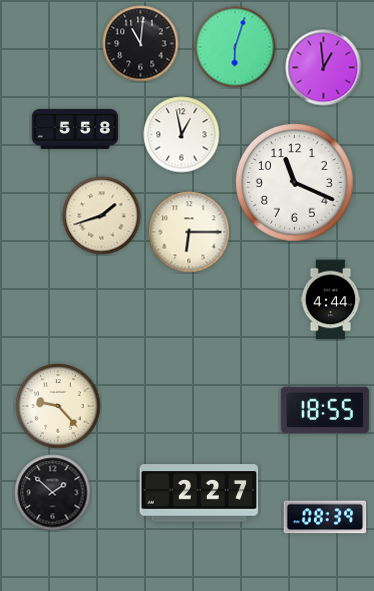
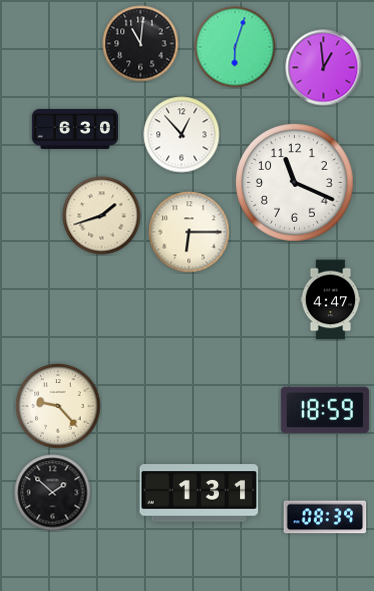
clock at (74, 129): 5:58 -> 6:30
clock at (182, 135): 12:58 -> 12:53
clock at (331, 300): 4:44 -> 4:47
clock at (325, 410): 18:55 -> 18:59
clock at (199, 493): 2:27 -> 1:31
